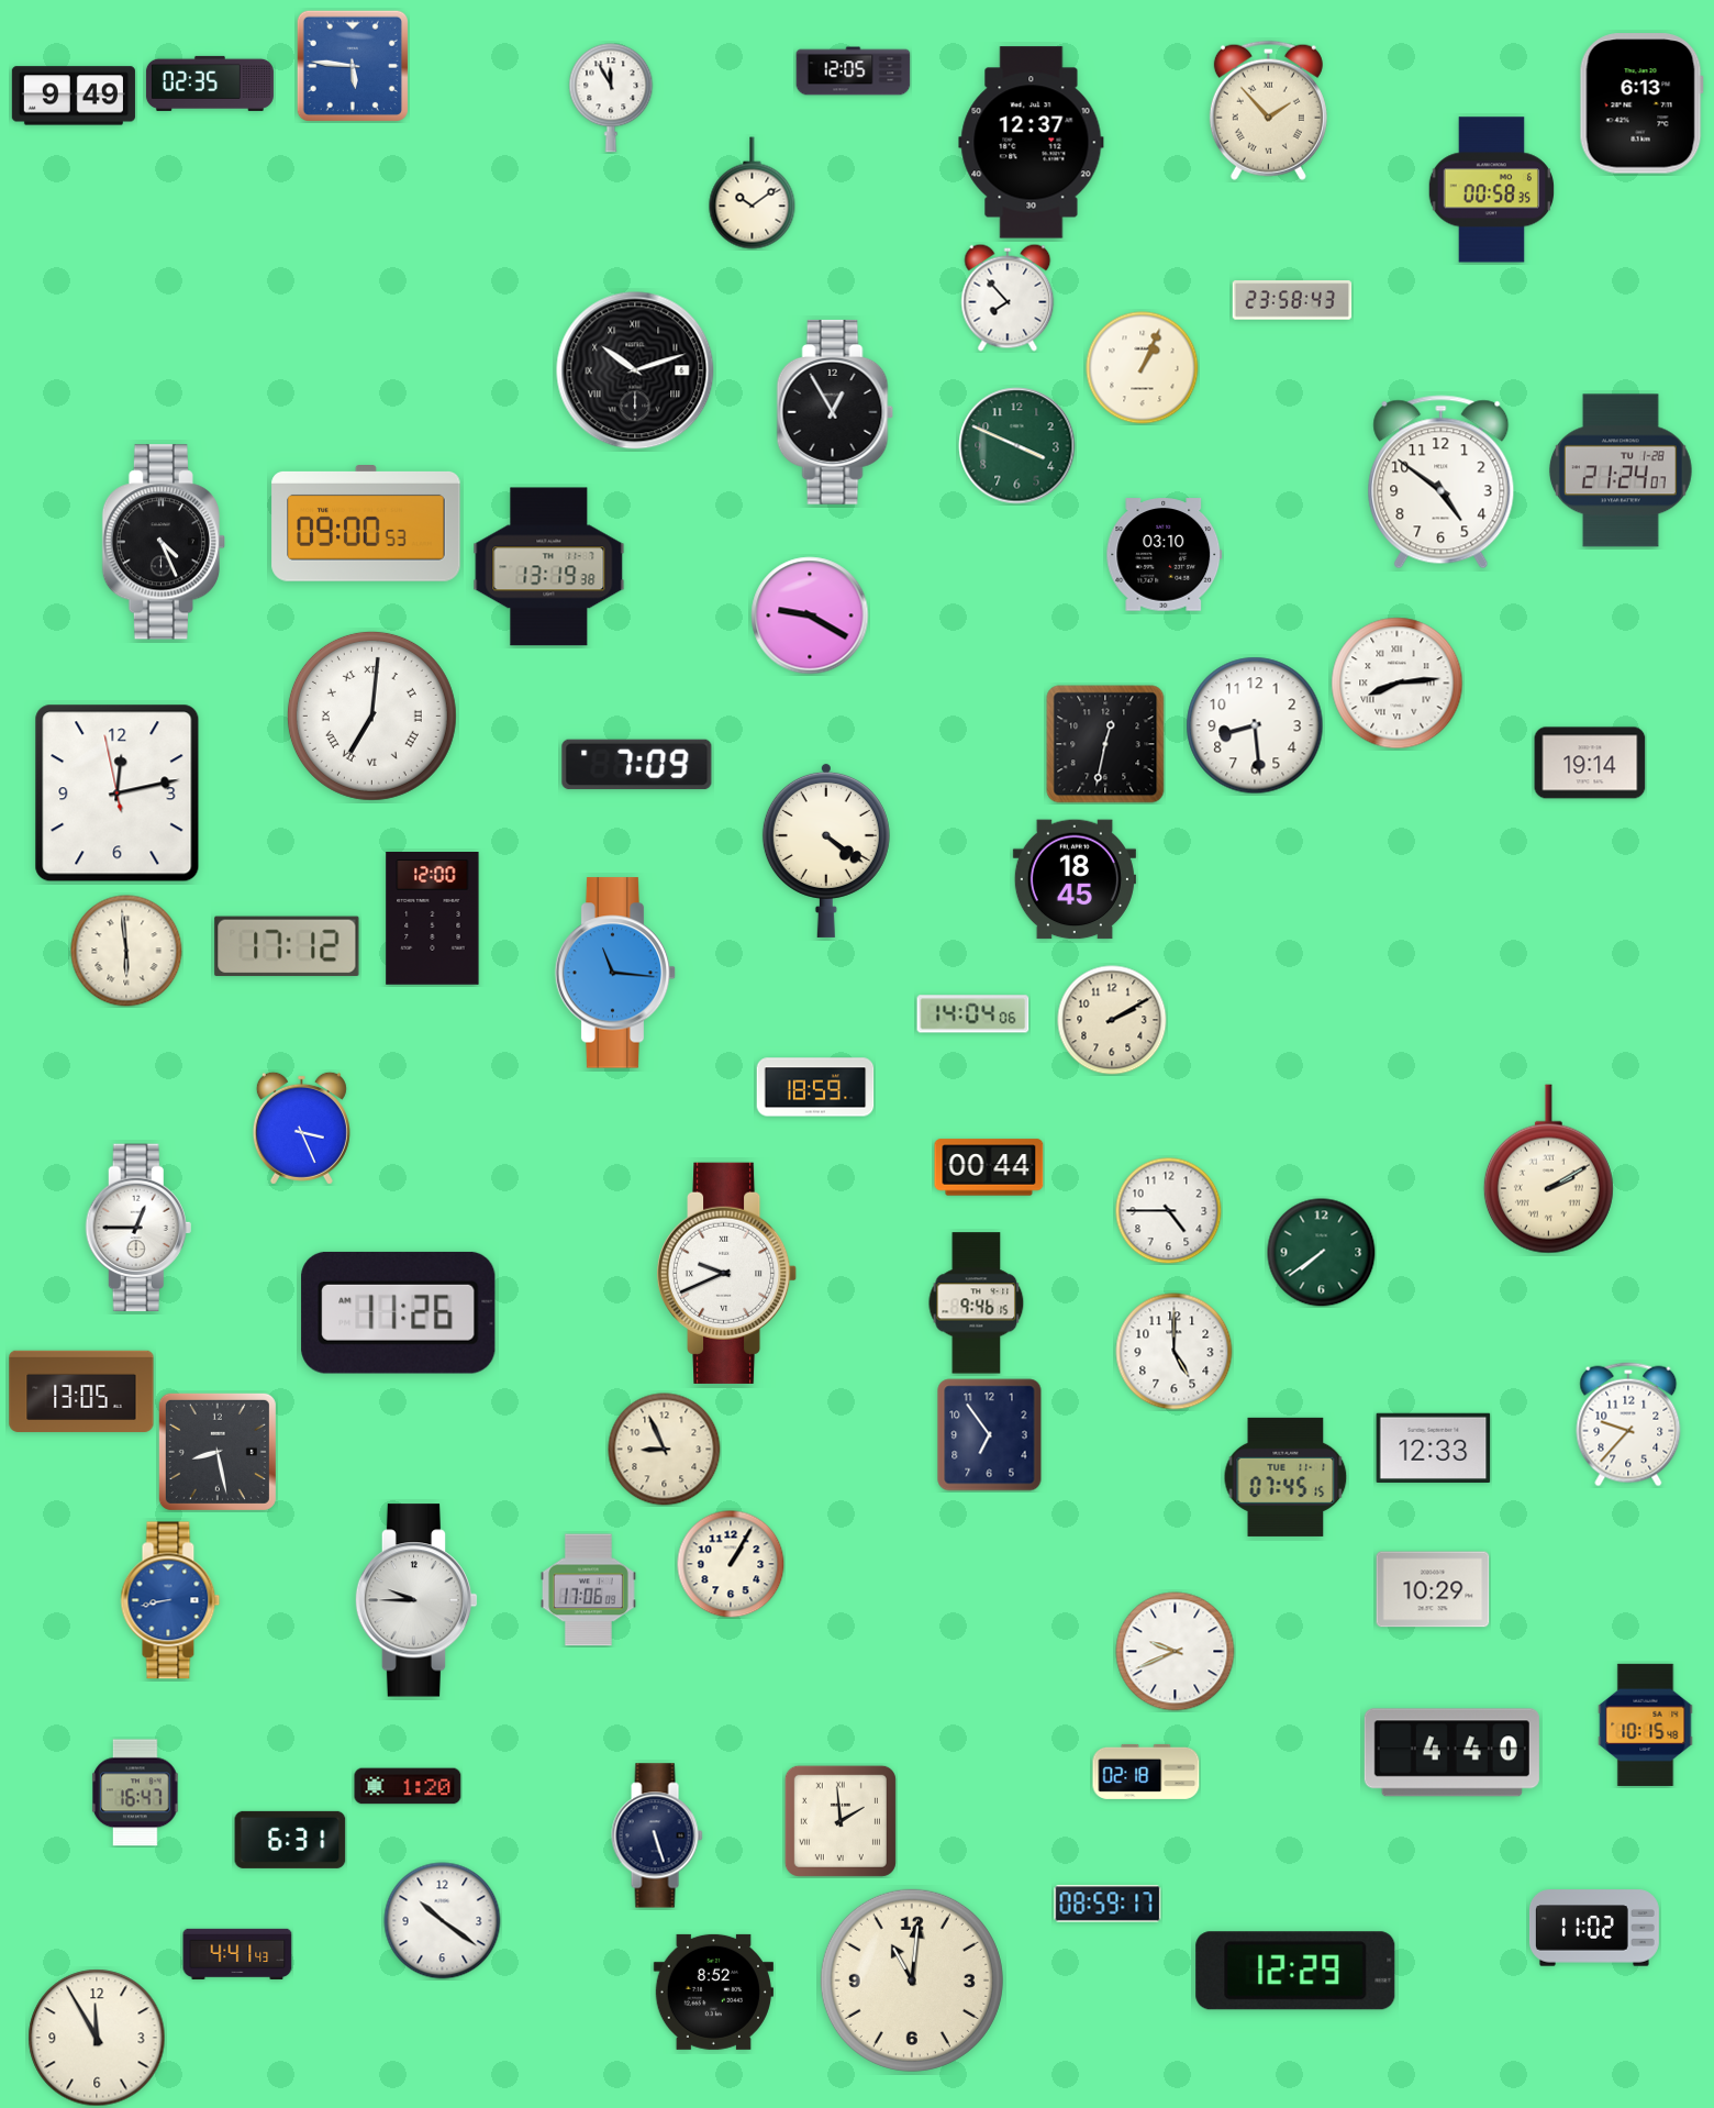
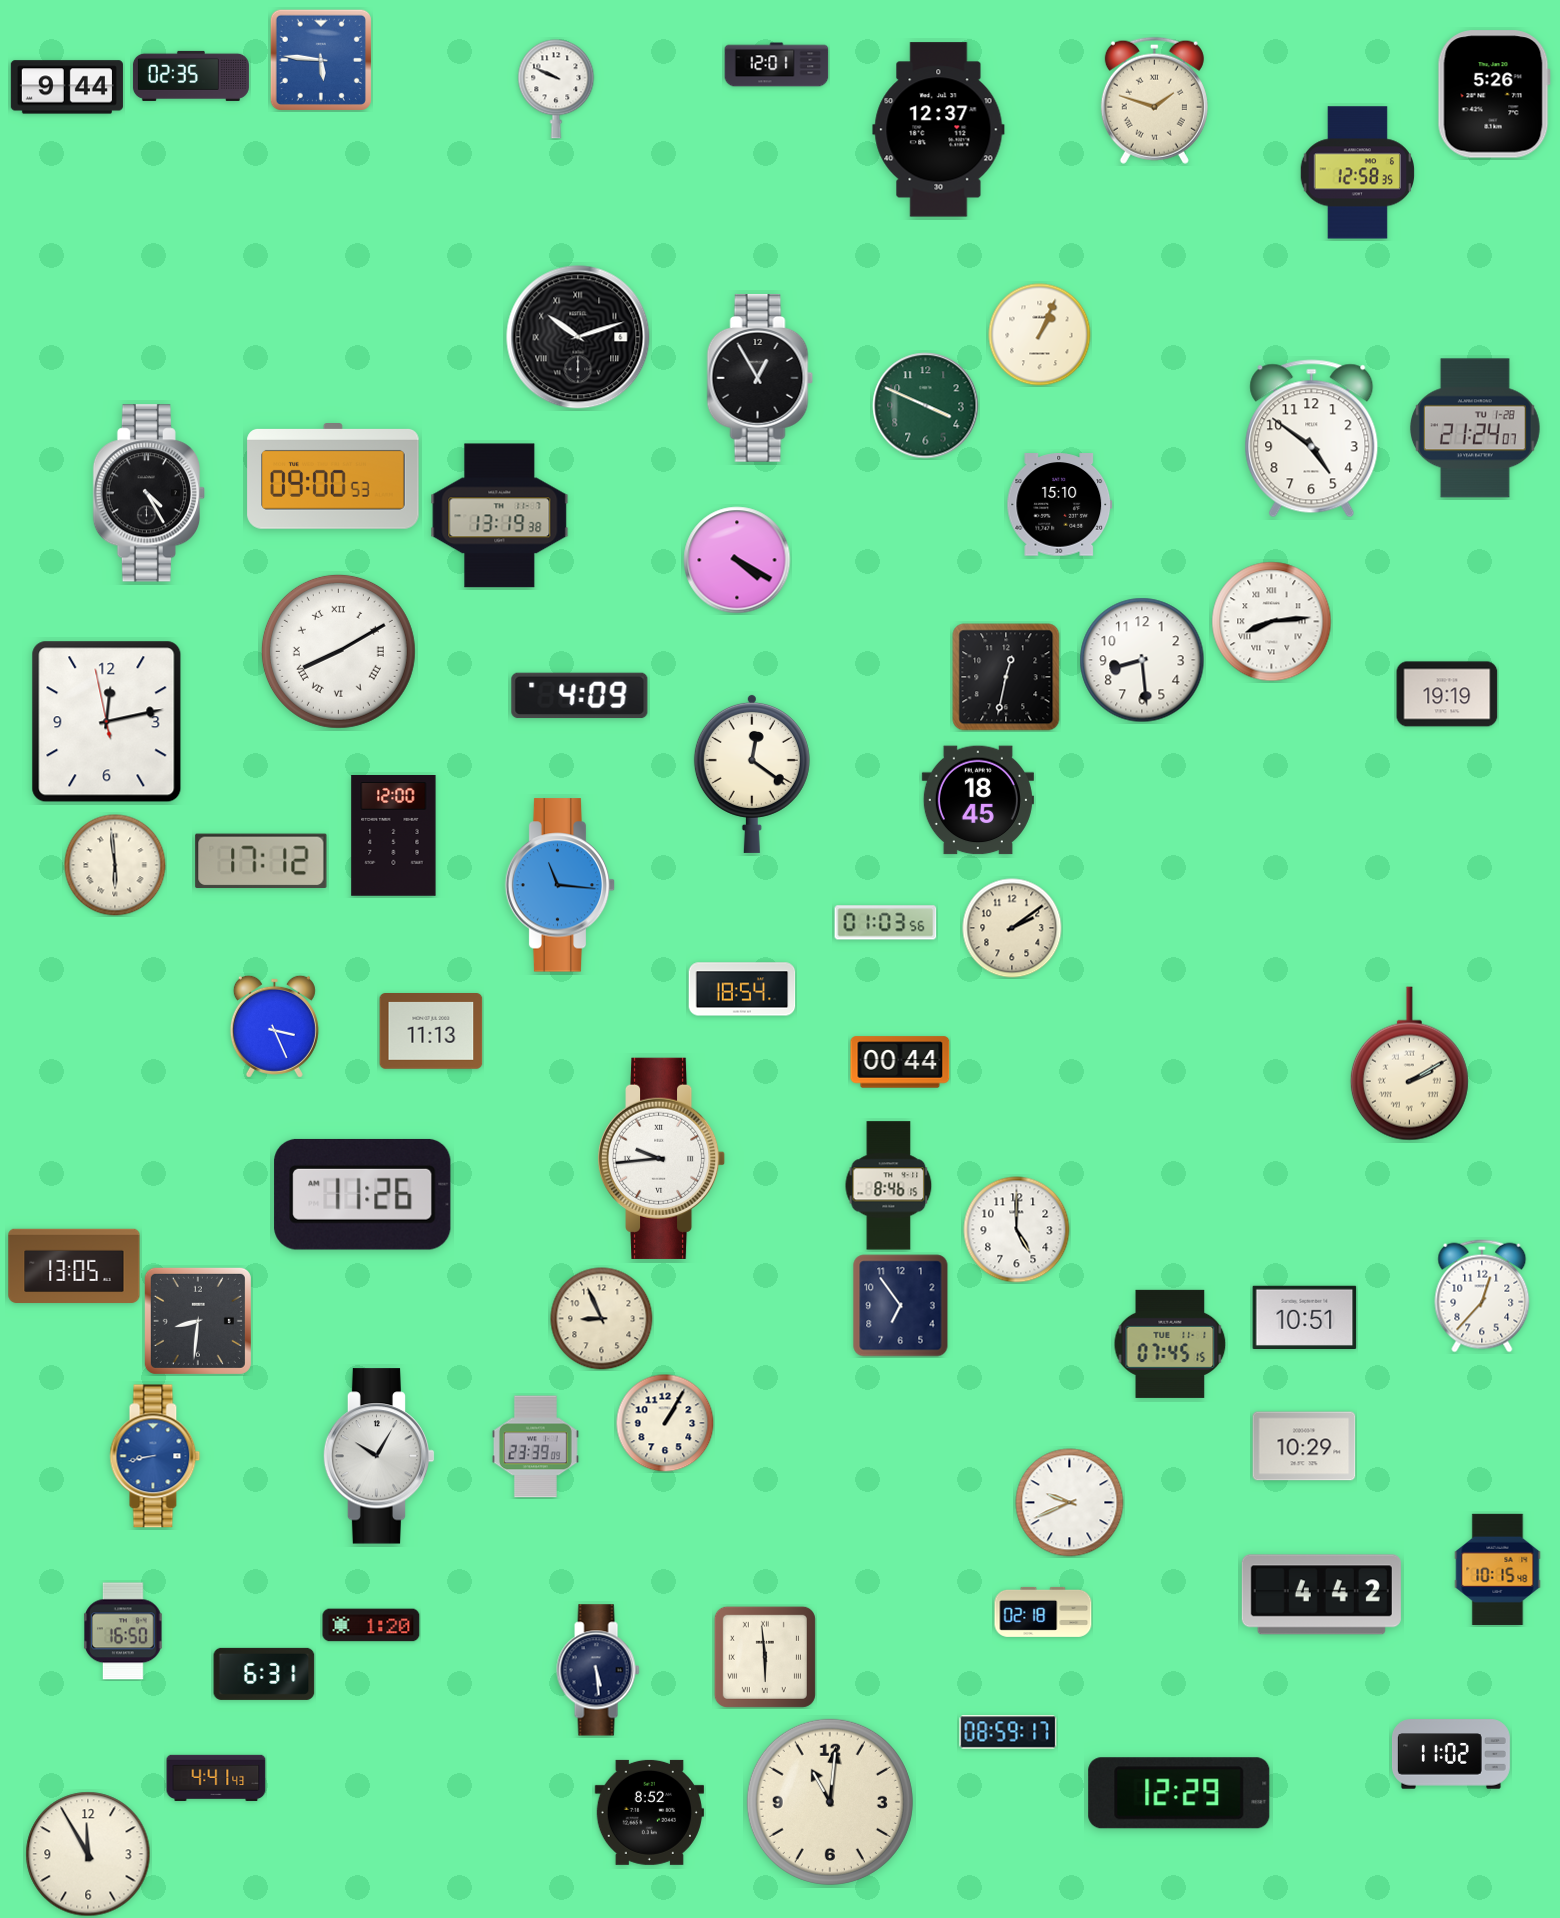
clock at (854, 71): 12:05 -> 12:01
clock at (74, 96): 9:49 -> 9:44
clock at (611, 98): 11:55 -> 9:49
clock at (1641, 103): 6:13 -> 5:26
clock at (1268, 110): 1:53 -> 1:48
clock at (1491, 190): 00:58 -> 12:58
clock at (753, 193): 10:09 -> none
clock at (1008, 298): 7:53 -> none
clock at (1292, 300): 23:58 -> none
clock at (835, 412) position: (835, 412) -> (760, 378)
clock at (163, 542): 4:26 -> 4:25
clock at (1165, 555): 03:10 -> 15:10
clock at (810, 615): 9:20 -> 4:20
clock at (371, 715): 7:01 -> 8:10
clock at (1590, 763): 19:14 -> 19:19
clock at (637, 765): 7:09 -> 4:09
clock at (826, 850): 4:21 -> 12:21
clock at (973, 1014): 14:04 -> 01:03
clock at (1112, 1020): 2:10 -> 2:09
clock at (815, 1087): 18:59 -> 18:54
clock at (431, 1032): none -> 11:13
clock at (1168, 1210): 4:45 -> none
clock at (138, 1228): 12:45 -> none
clock at (1322, 1253): 7:39 -> none
clock at (727, 1273): 9:41 -> 9:44
clock at (977, 1303): 9:46 -> 8:46
clock at (1175, 1352) position: (1175, 1352) -> (1017, 1230)
clock at (1628, 1424): 9:37 -> 12:37
clock at (1434, 1447): 12:33 -> 10:51
clock at (665, 1450) position: (665, 1450) -> (602, 1319)
clock at (218, 1452): 8:28 -> 8:31
clock at (588, 1590): 17:06 -> 23:39
clock at (416, 1600): 9:45 -> 10:05
clock at (1451, 1753): 4:40 -> 4:42
clock at (136, 1793): 16:47 -> 16:50
clock at (841, 1821): 1:59 -> 5:59
clock at (657, 1835): 5:27 -> 5:29
clock at (443, 1921): 10:21 -> none
